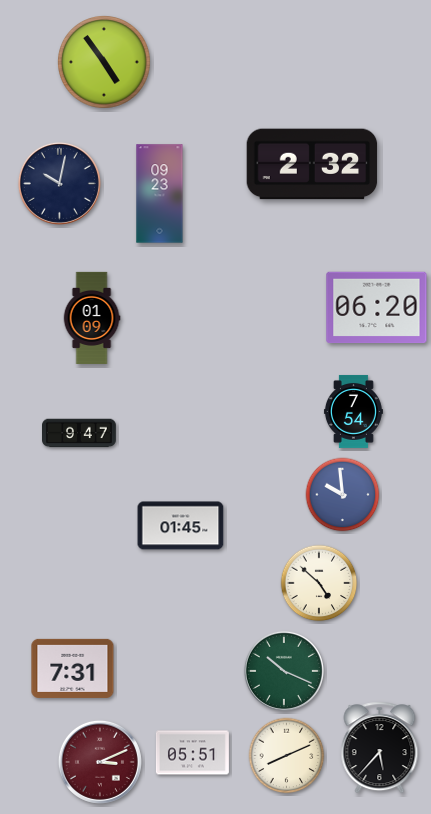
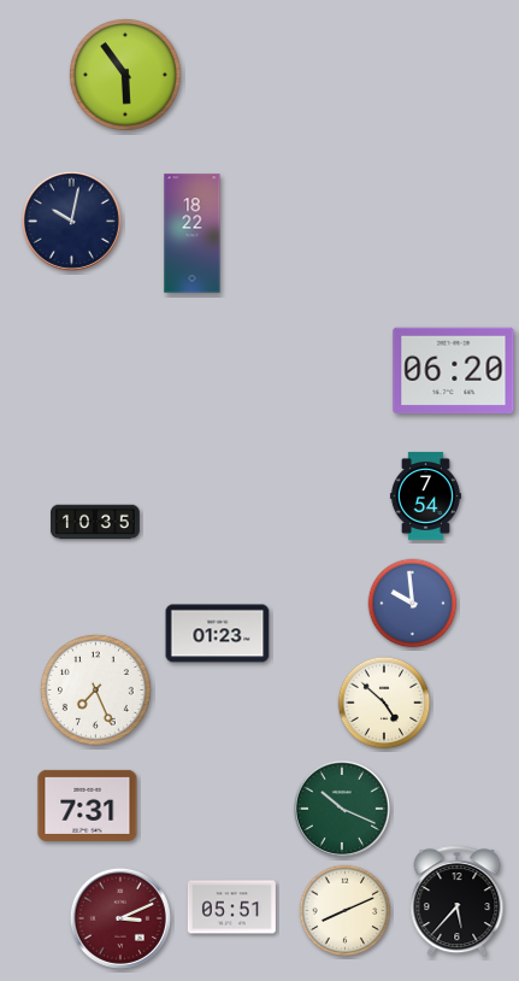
clock at (105, 63): 4:54 -> 5:54
clock at (312, 164): 2:32 -> none
clock at (160, 194): 09:23 -> 18:22
clock at (92, 318): 01:09 -> none
clock at (80, 433): 9:47 -> 10:35
clock at (343, 495) position: (343, 495) -> (413, 604)
clock at (181, 526): 01:45 -> 01:23
clock at (95, 689): none -> 7:26
